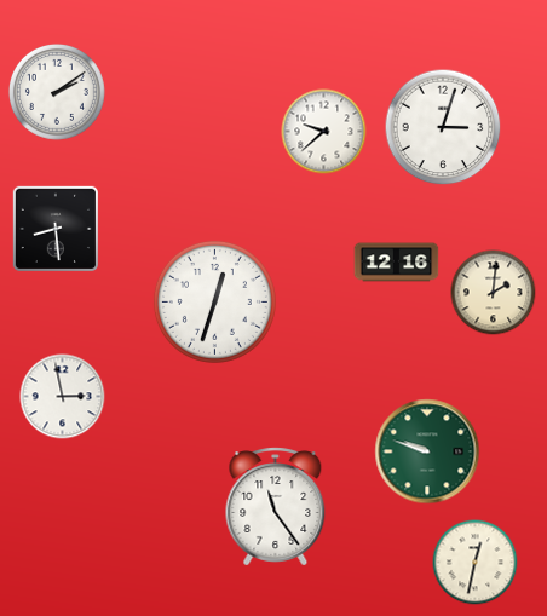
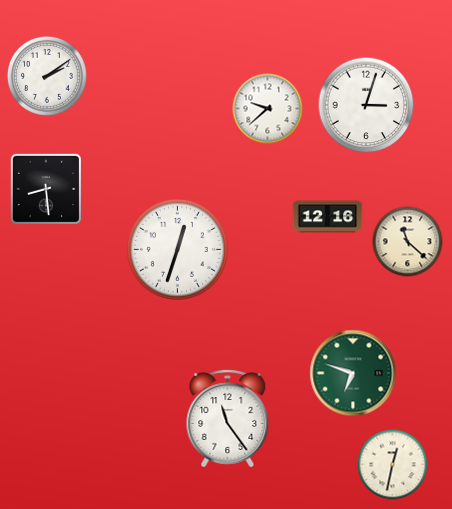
clock at (494, 293): 2:01 -> 11:22
clock at (63, 397): 2:58 -> none
clock at (427, 451): 9:48 -> 6:48
